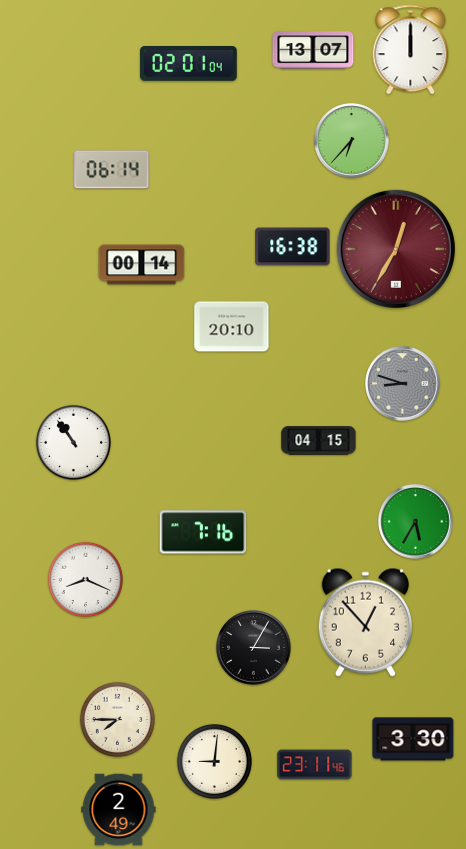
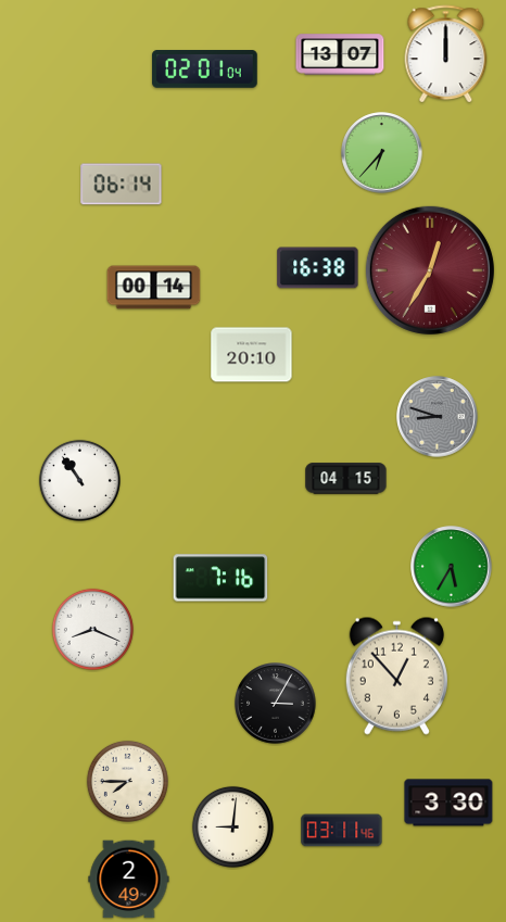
clock at (315, 765): 23:11 -> 03:11
